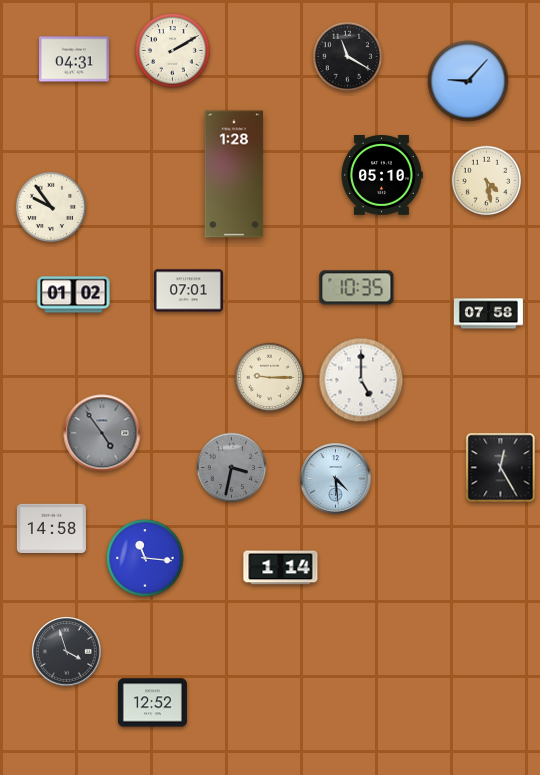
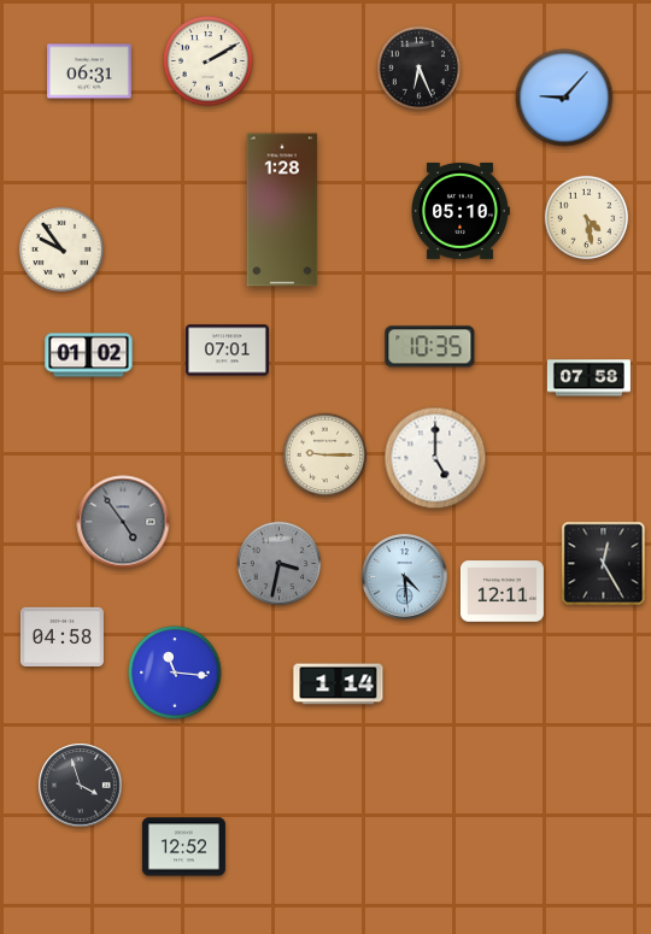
clock at (348, 57): 11:20 -> 6:26
clock at (75, 59): 04:31 -> 06:31
clock at (502, 592): none -> 12:11
clock at (51, 528): 14:58 -> 04:58
